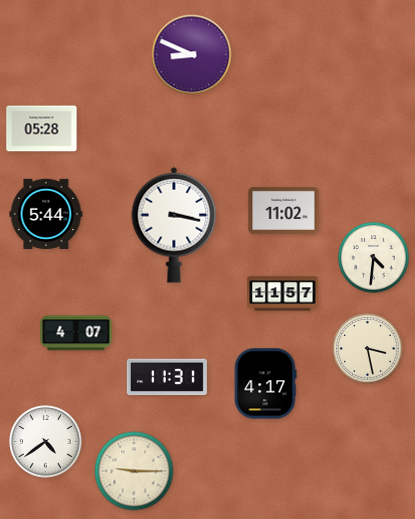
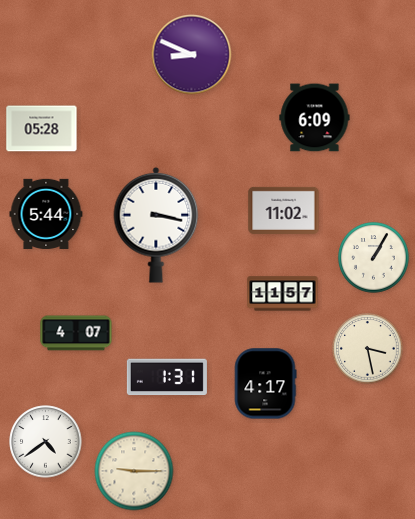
clock at (315, 118): none -> 6:09
clock at (174, 225) position: (174, 225) -> (156, 225)
clock at (374, 258): 4:31 -> 1:05
clock at (167, 377): 11:31 -> 1:31
